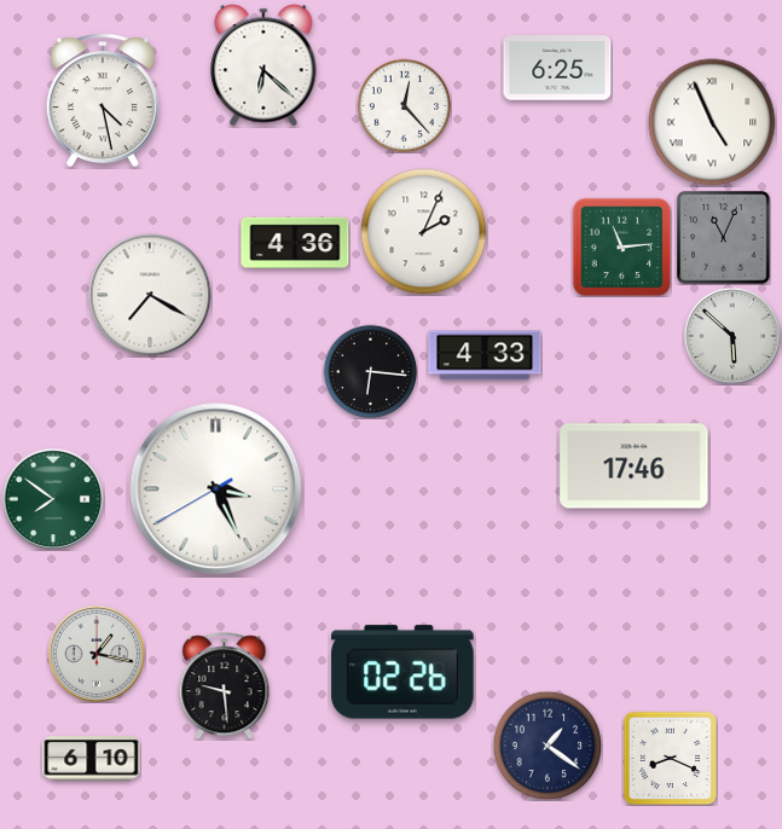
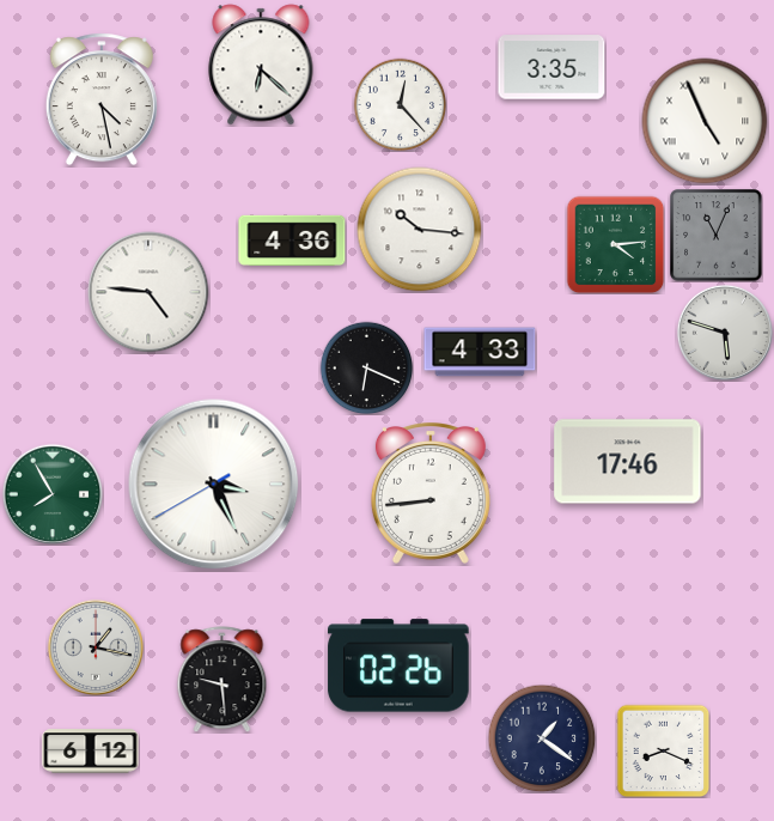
clock at (557, 68): 6:25 -> 3:35
clock at (424, 232): 2:04 -> 10:16
clock at (621, 247): 11:14 -> 4:14
clock at (150, 295): 7:20 -> 4:46
clock at (732, 336): 5:52 -> 5:48
clock at (370, 371): 6:16 -> 6:19
clock at (53, 499): 7:51 -> 7:55
clock at (431, 494): none -> 8:44
clock at (92, 759): 6:10 -> 6:12
